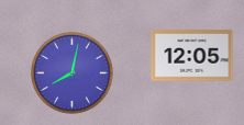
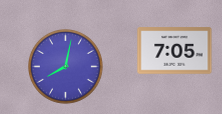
clock at (192, 56): 12:05 -> 7:05
